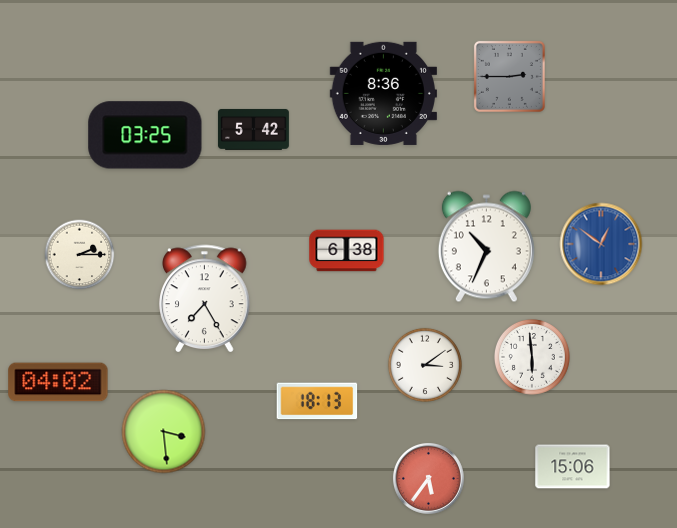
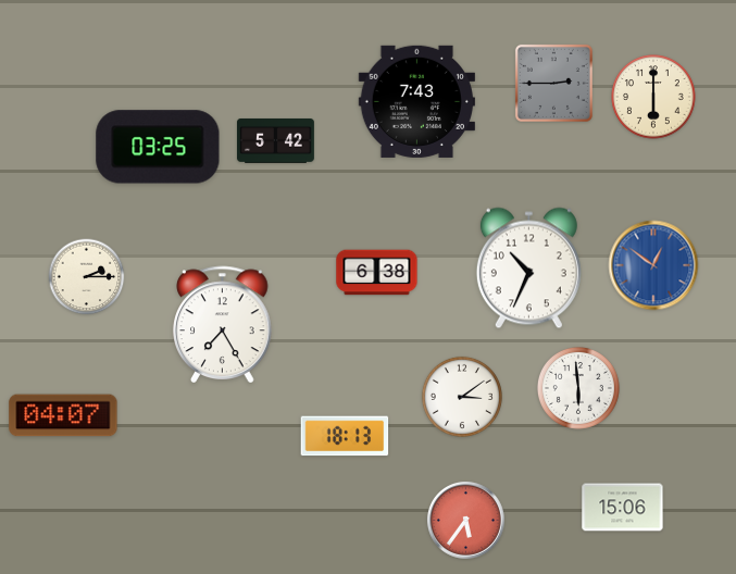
clock at (653, 97): none -> 6:00
clock at (383, 93): 8:36 -> 7:43
clock at (58, 382): 04:02 -> 04:07
clock at (164, 432): 3:29 -> none
